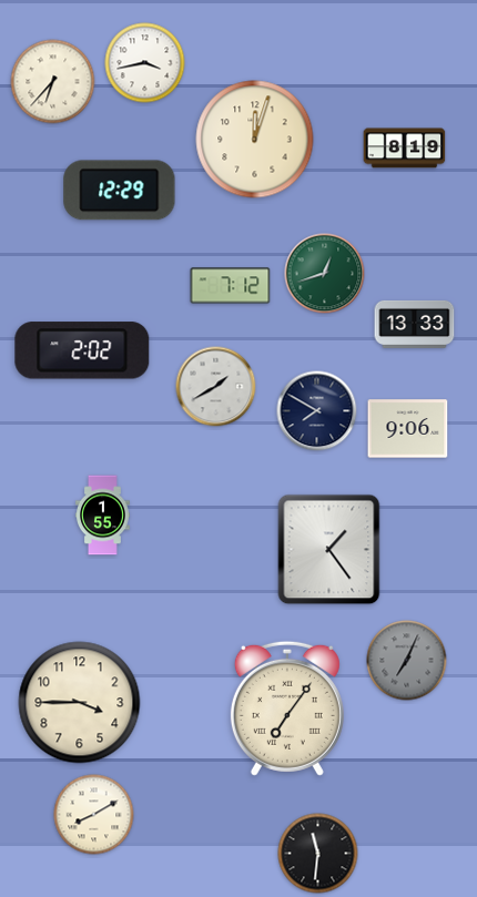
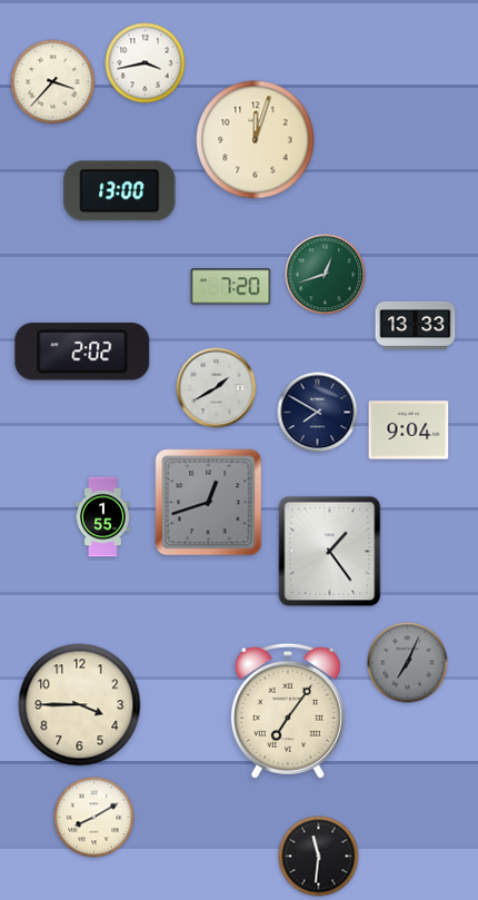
clock at (53, 82): 6:37 -> 3:37
clock at (405, 149): 8:19 -> none
clock at (120, 191): 12:29 -> 13:00
clock at (231, 286): 7:12 -> 7:20
clock at (408, 429): 9:06 -> 9:04
clock at (209, 503): none -> 12:42
